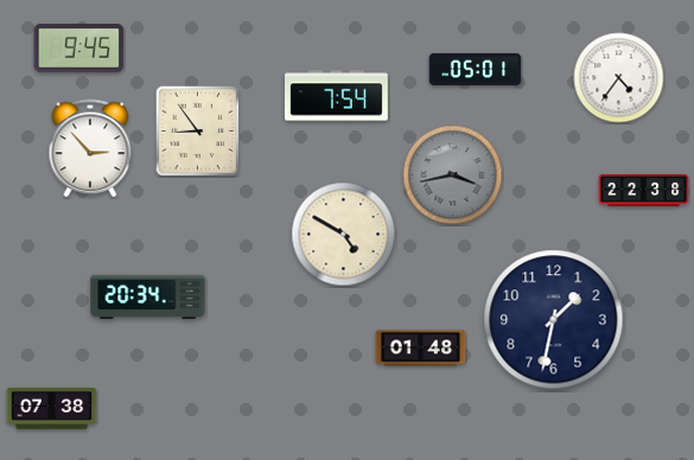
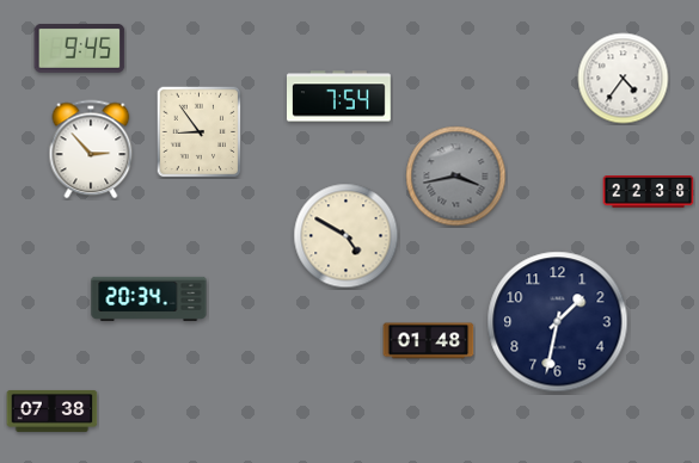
clock at (476, 69): 05:01 -> none
clock at (421, 349) position: (421, 349) -> (429, 341)
